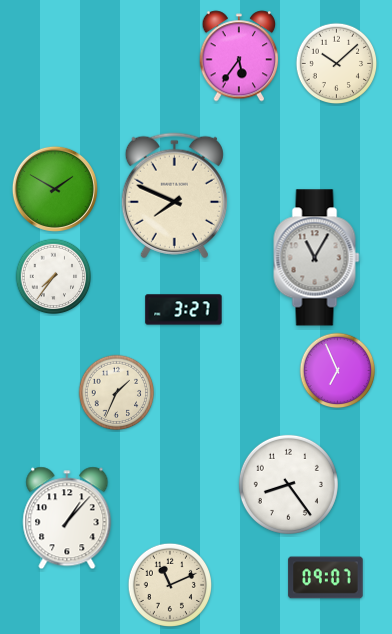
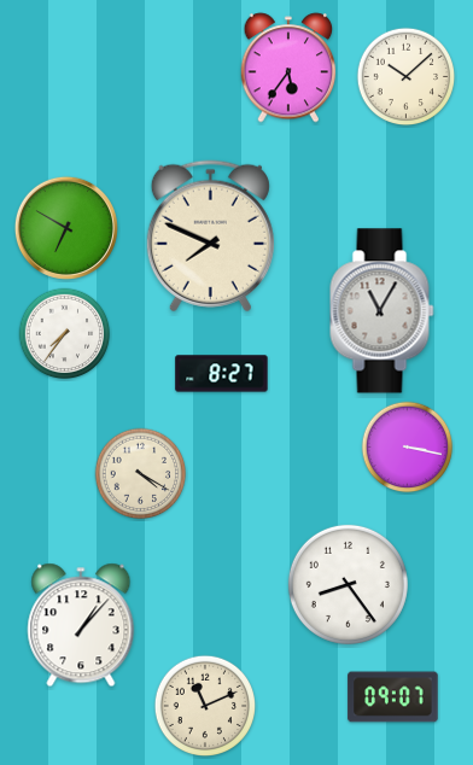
clock at (55, 189): 1:50 -> 6:50
clock at (184, 310): 3:27 -> 8:27
clock at (338, 371): 6:56 -> 3:17
clock at (117, 393): 1:34 -> 4:20
